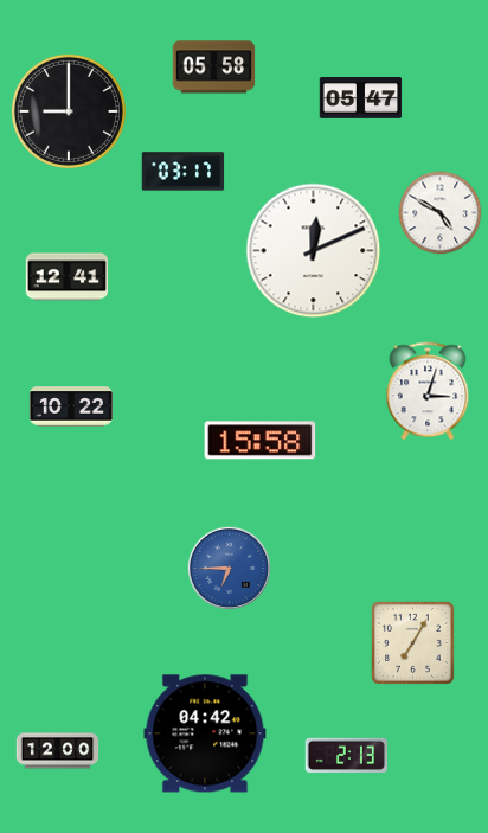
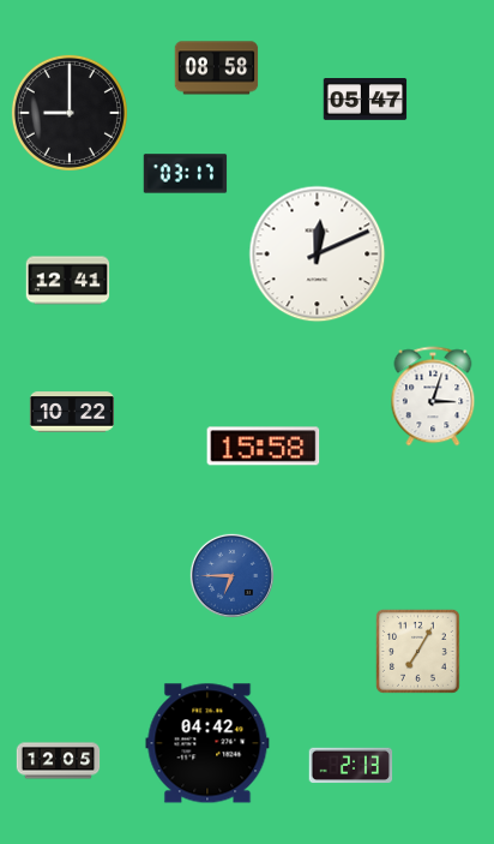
clock at (214, 68): 05:58 -> 08:58
clock at (441, 213): 4:50 -> none
clock at (58, 751): 12:00 -> 12:05
